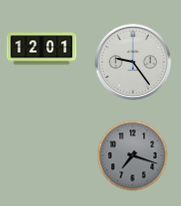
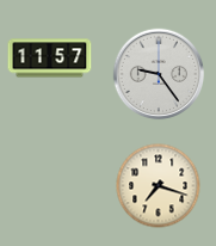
clock at (42, 49): 12:01 -> 11:57
clock at (133, 156) dial: grey -> cream
